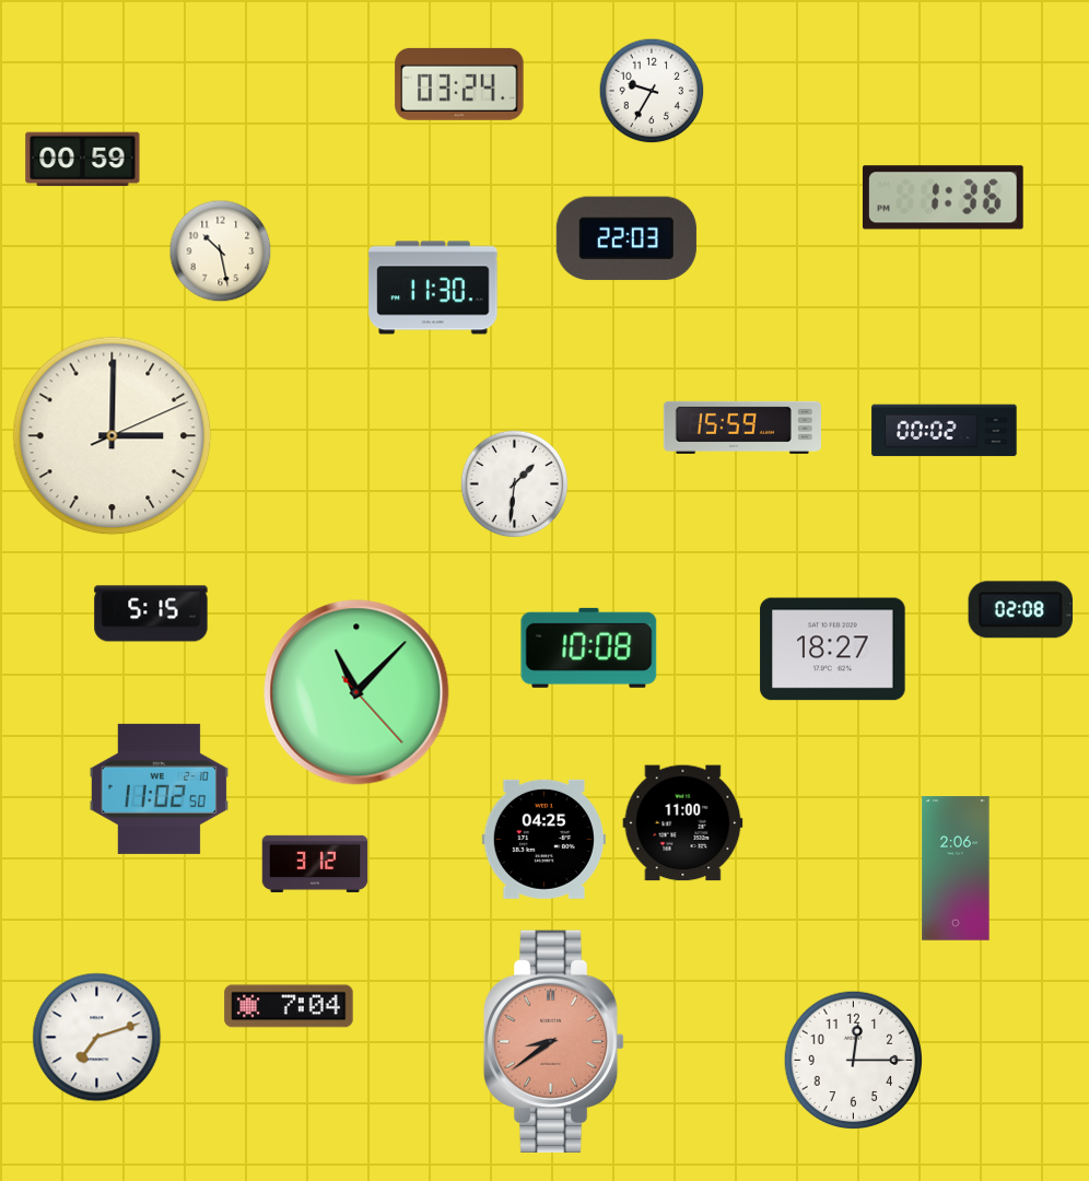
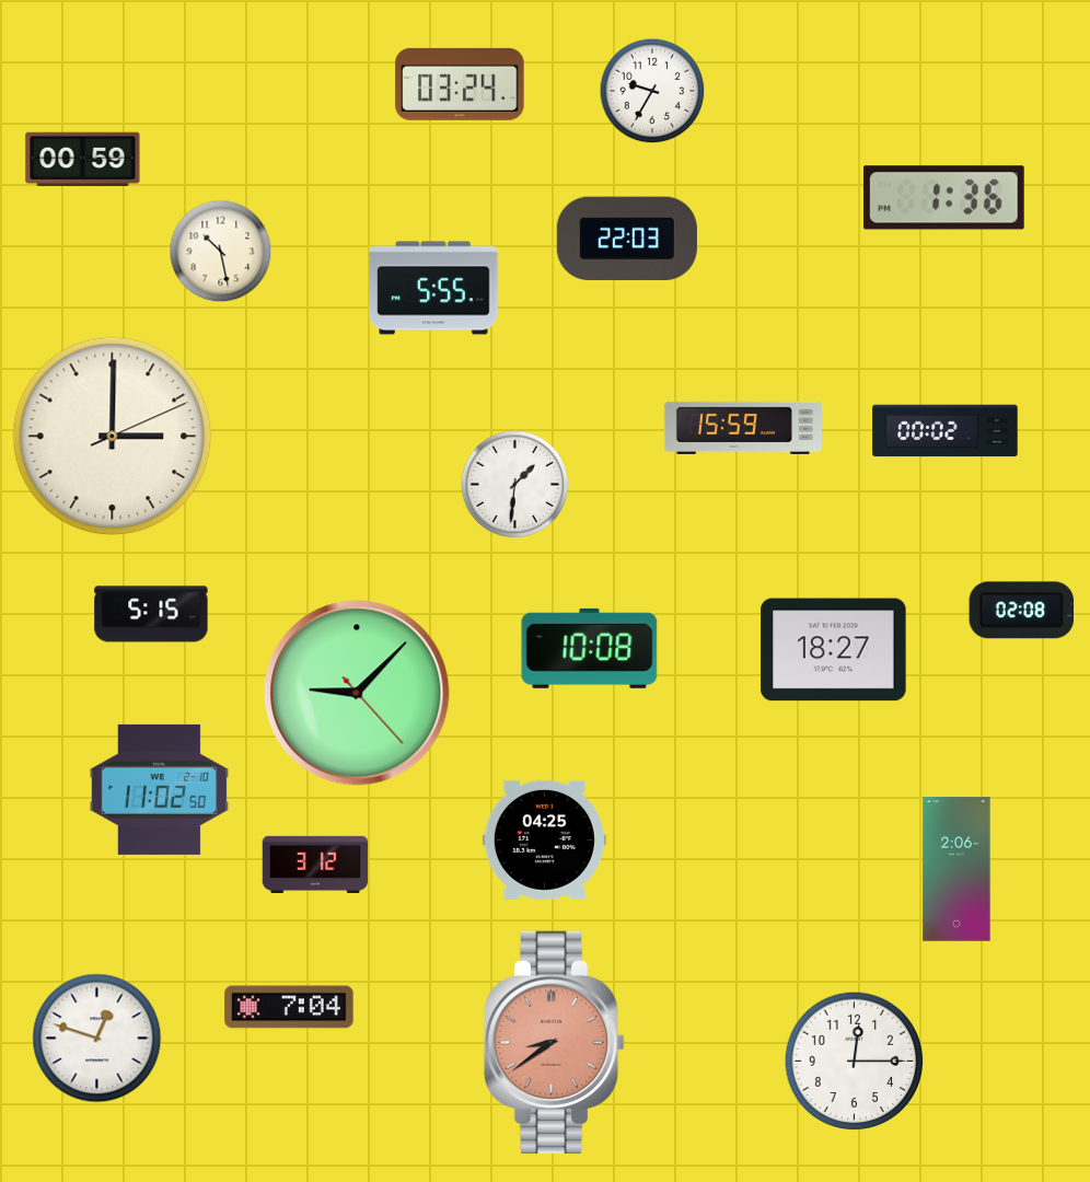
clock at (433, 288): 11:30 -> 5:55
clock at (356, 692): 11:07 -> 9:07
clock at (683, 823): 11:00 -> none
clock at (97, 1038): 7:12 -> 12:48
